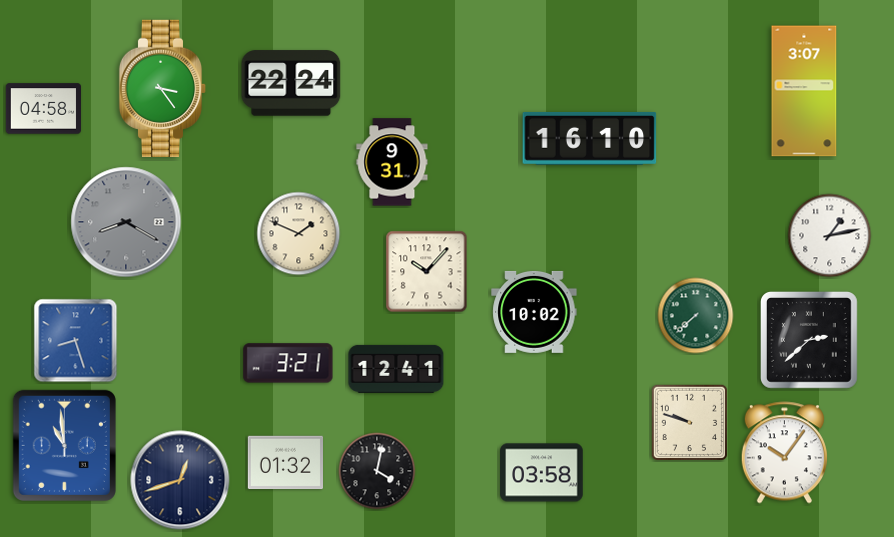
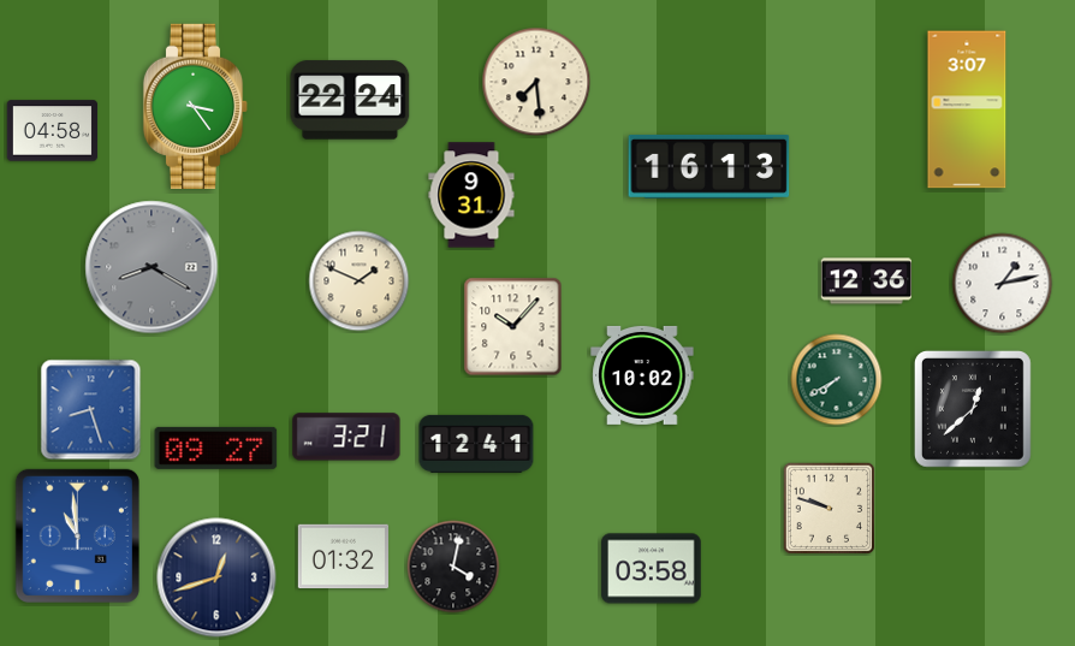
clock at (536, 82): none -> 7:29
clock at (590, 138): 16:10 -> 16:13
clock at (866, 281): none -> 12:36
clock at (830, 236) position: (830, 236) -> (1003, 284)
clock at (696, 316): 7:38 -> 7:40
clock at (809, 340): 2:38 -> 12:38
clock at (216, 448): none -> 09:27
clock at (784, 453): 10:06 -> none
